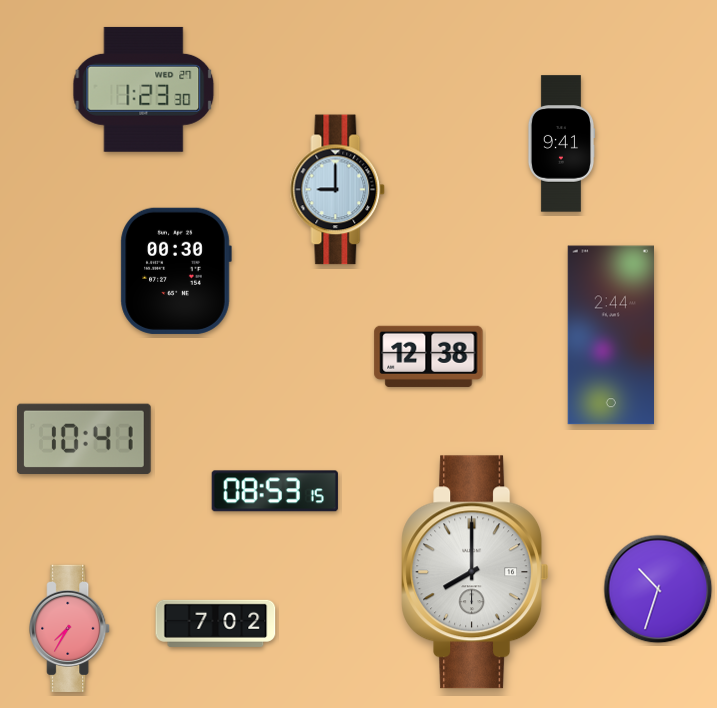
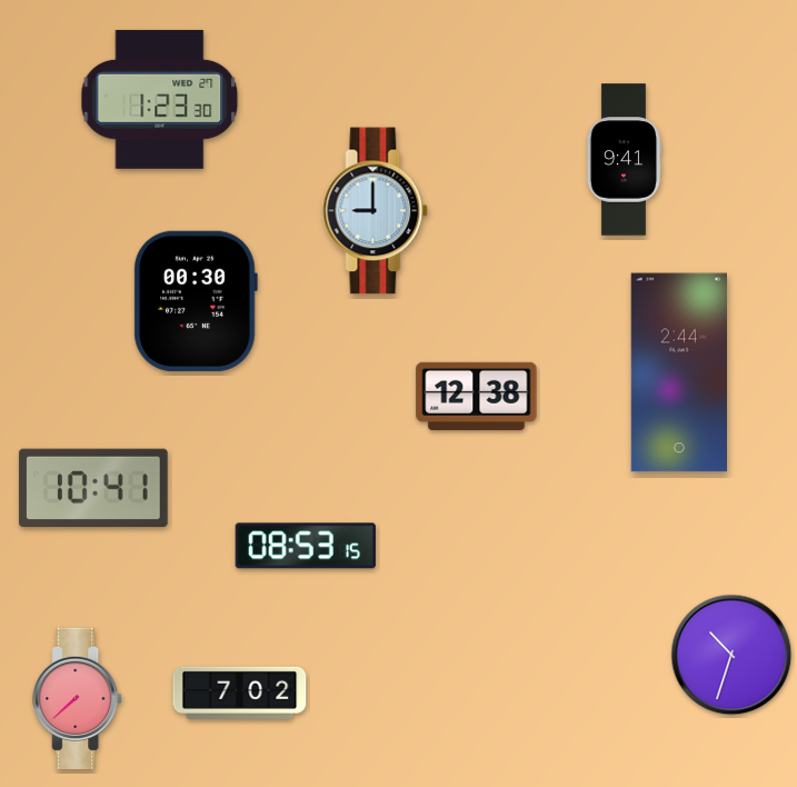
clock at (475, 572): 8:00 -> none
clock at (70, 628): 7:35 -> 7:38
